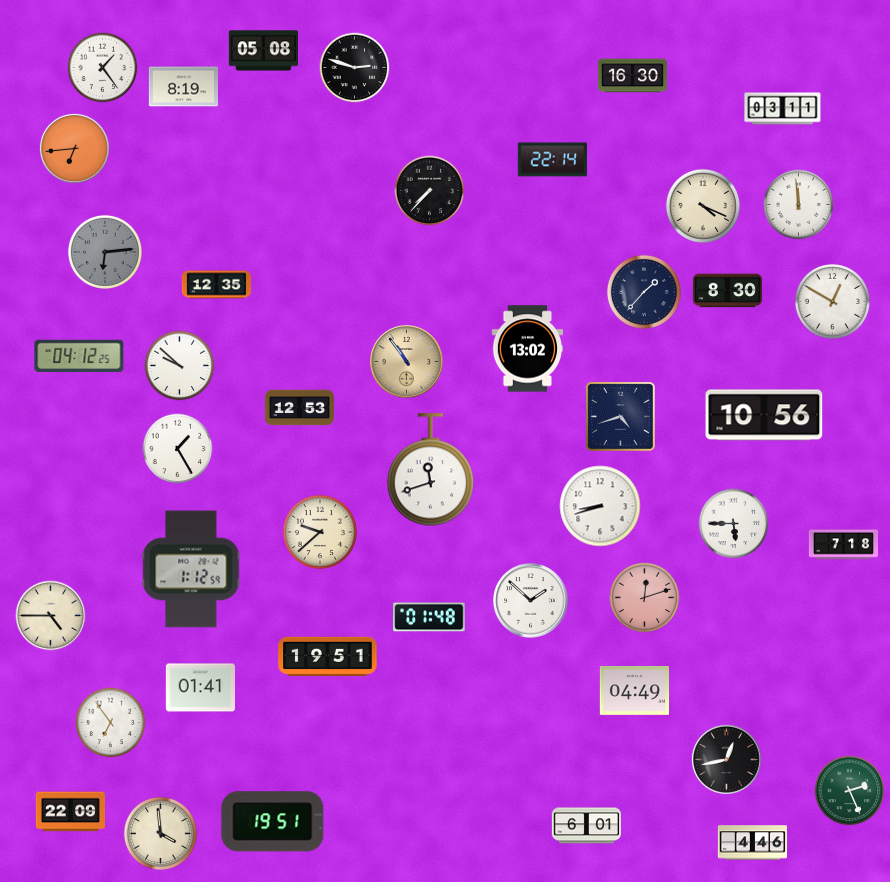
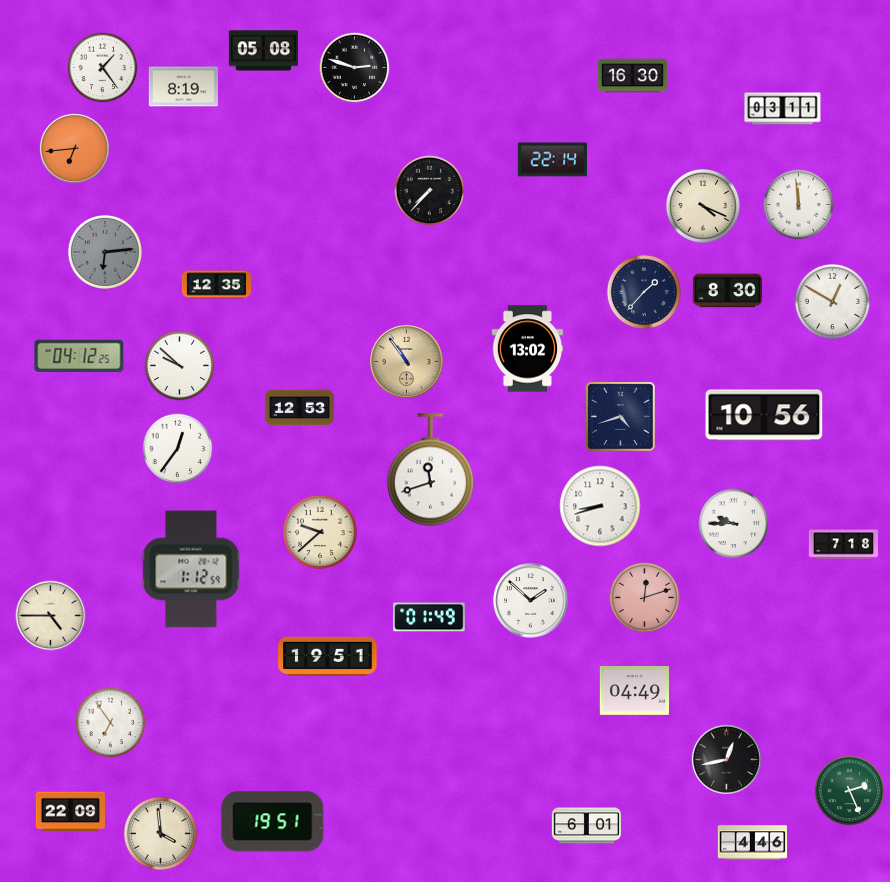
clock at (178, 449): 1:25 -> 12:36
clock at (734, 524): 5:45 -> 9:45
clock at (429, 617): 01:48 -> 01:49
clock at (200, 688): 01:41 -> none
